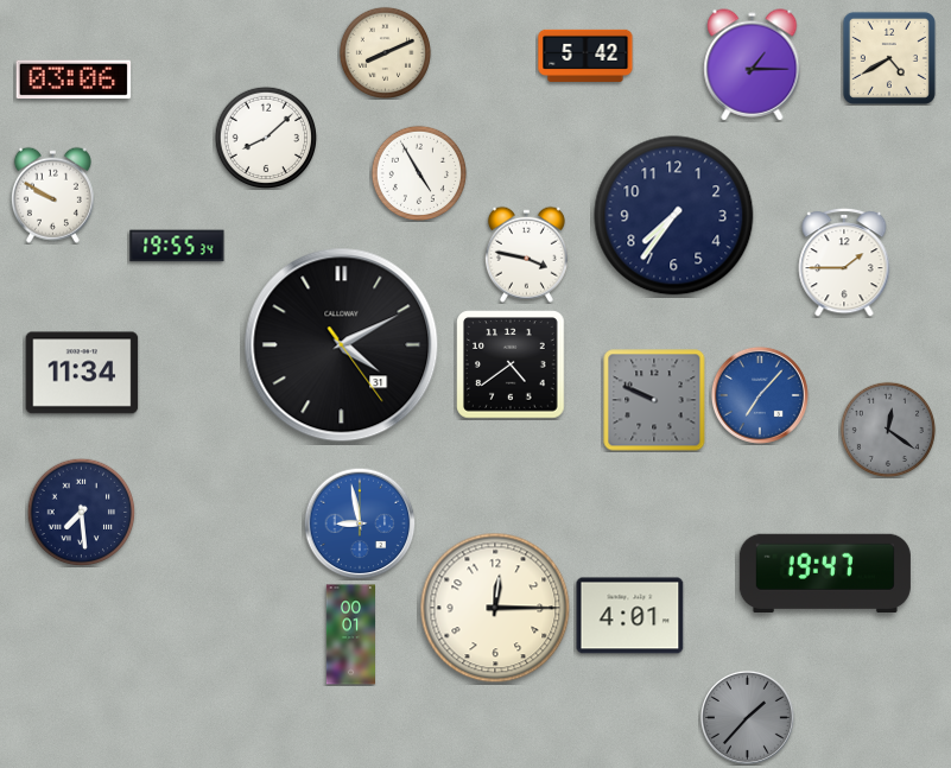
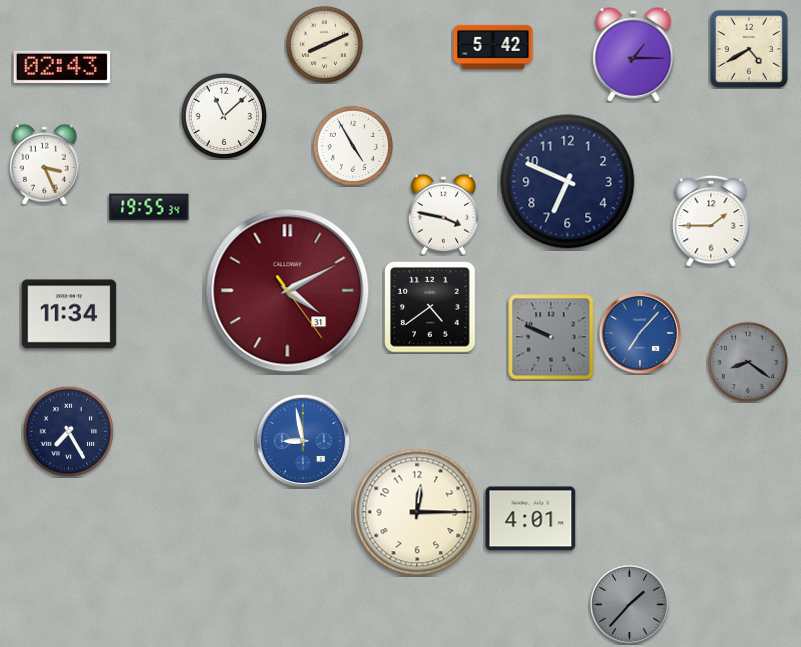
clock at (74, 80): 03:06 -> 02:43
clock at (266, 138): 8:08 -> 11:08
clock at (52, 195): 9:50 -> 3:26
clock at (674, 216): 7:36 -> 6:49
clock at (342, 345) dial: black -> burgundy
clock at (888, 430): 12:21 -> 8:21
clock at (81, 512): 7:29 -> 7:25
clock at (825, 572): 19:47 -> none
clock at (351, 635): 00:01 -> none
